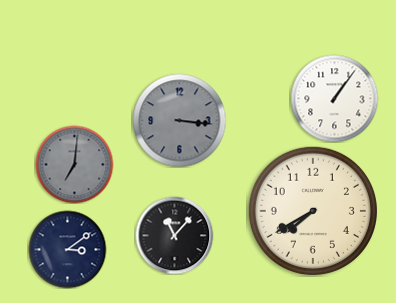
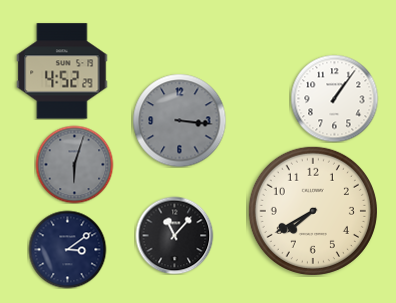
clock at (62, 71): none -> 4:52
clock at (74, 164): 7:01 -> 6:03
